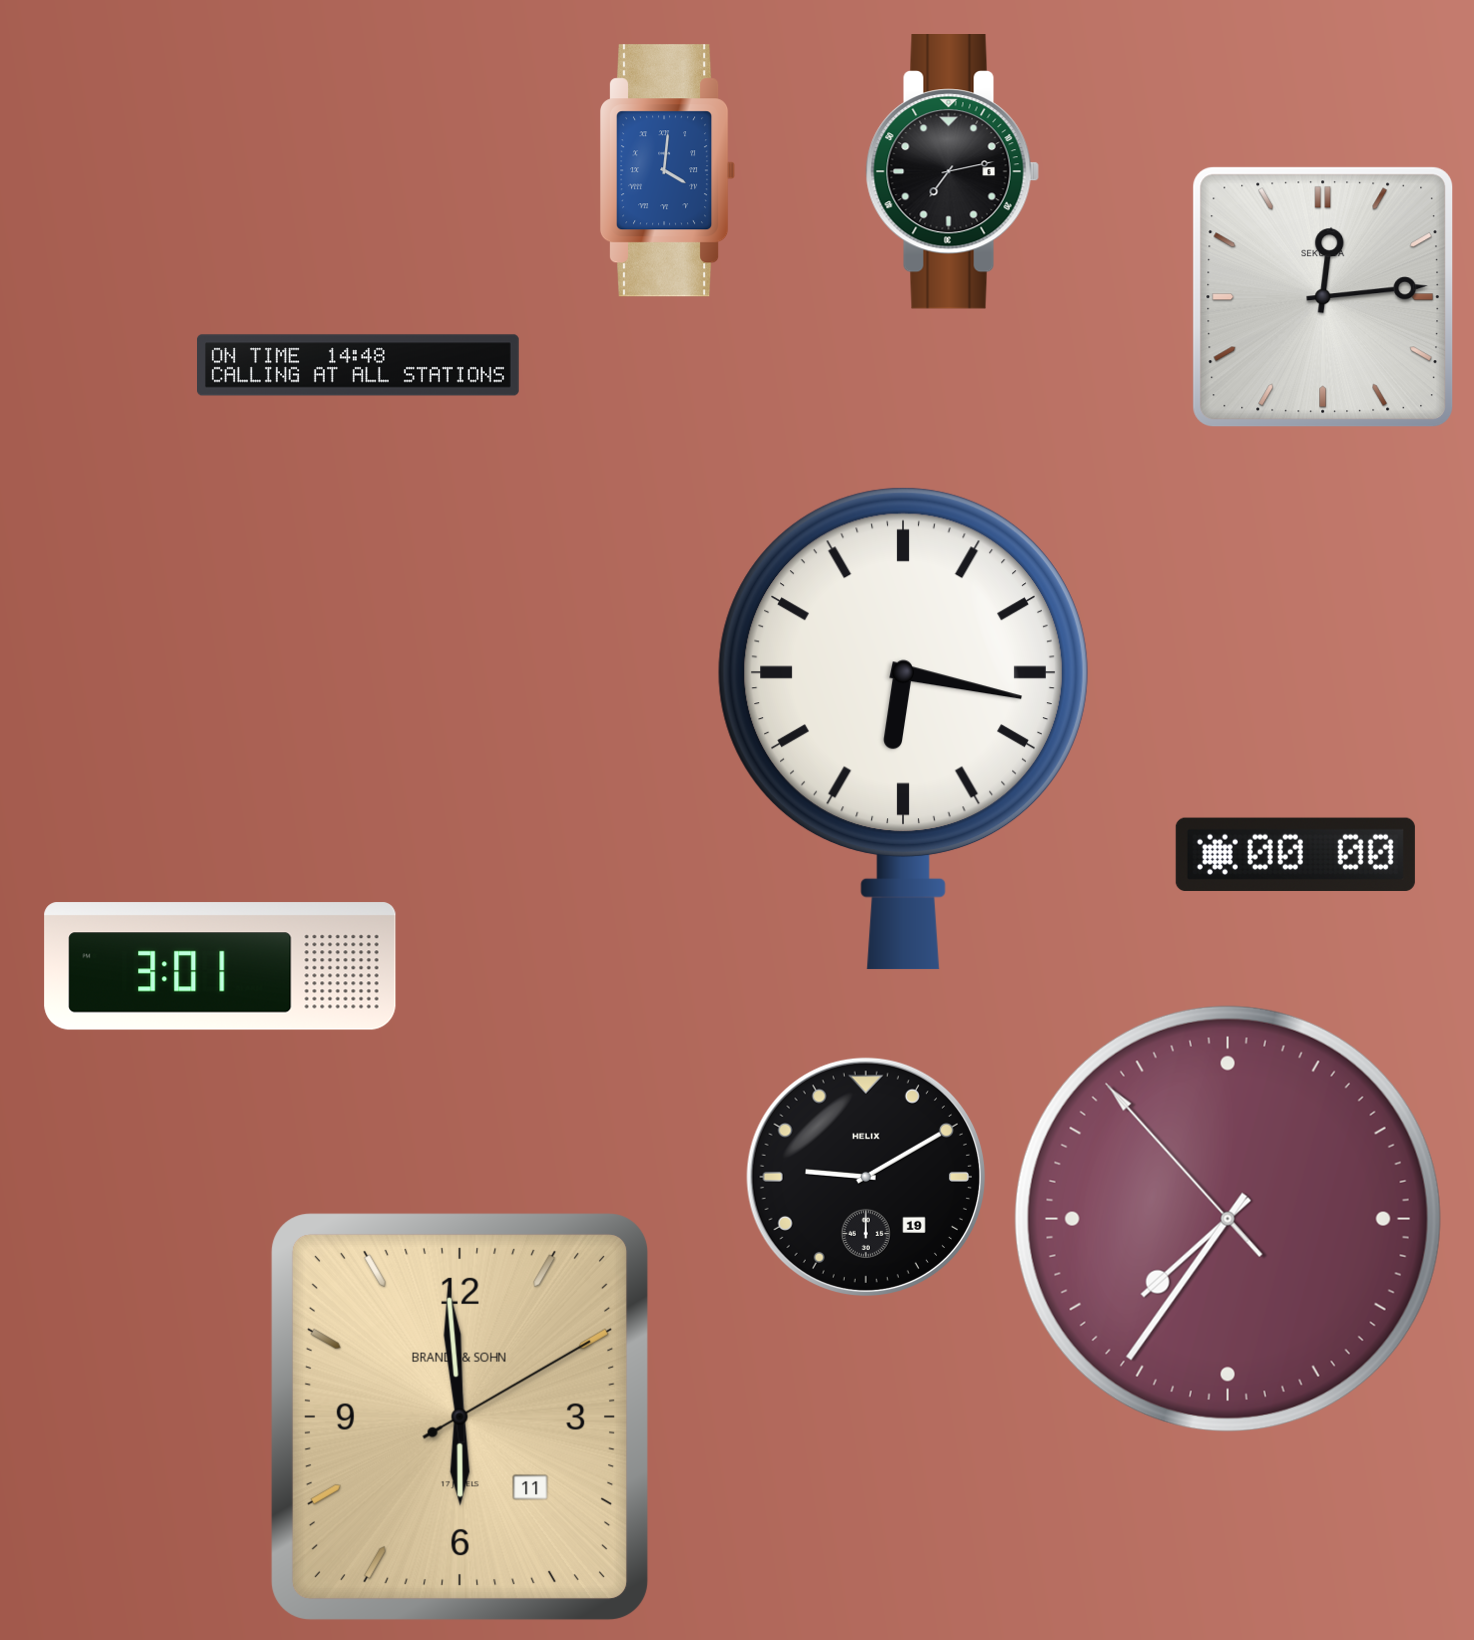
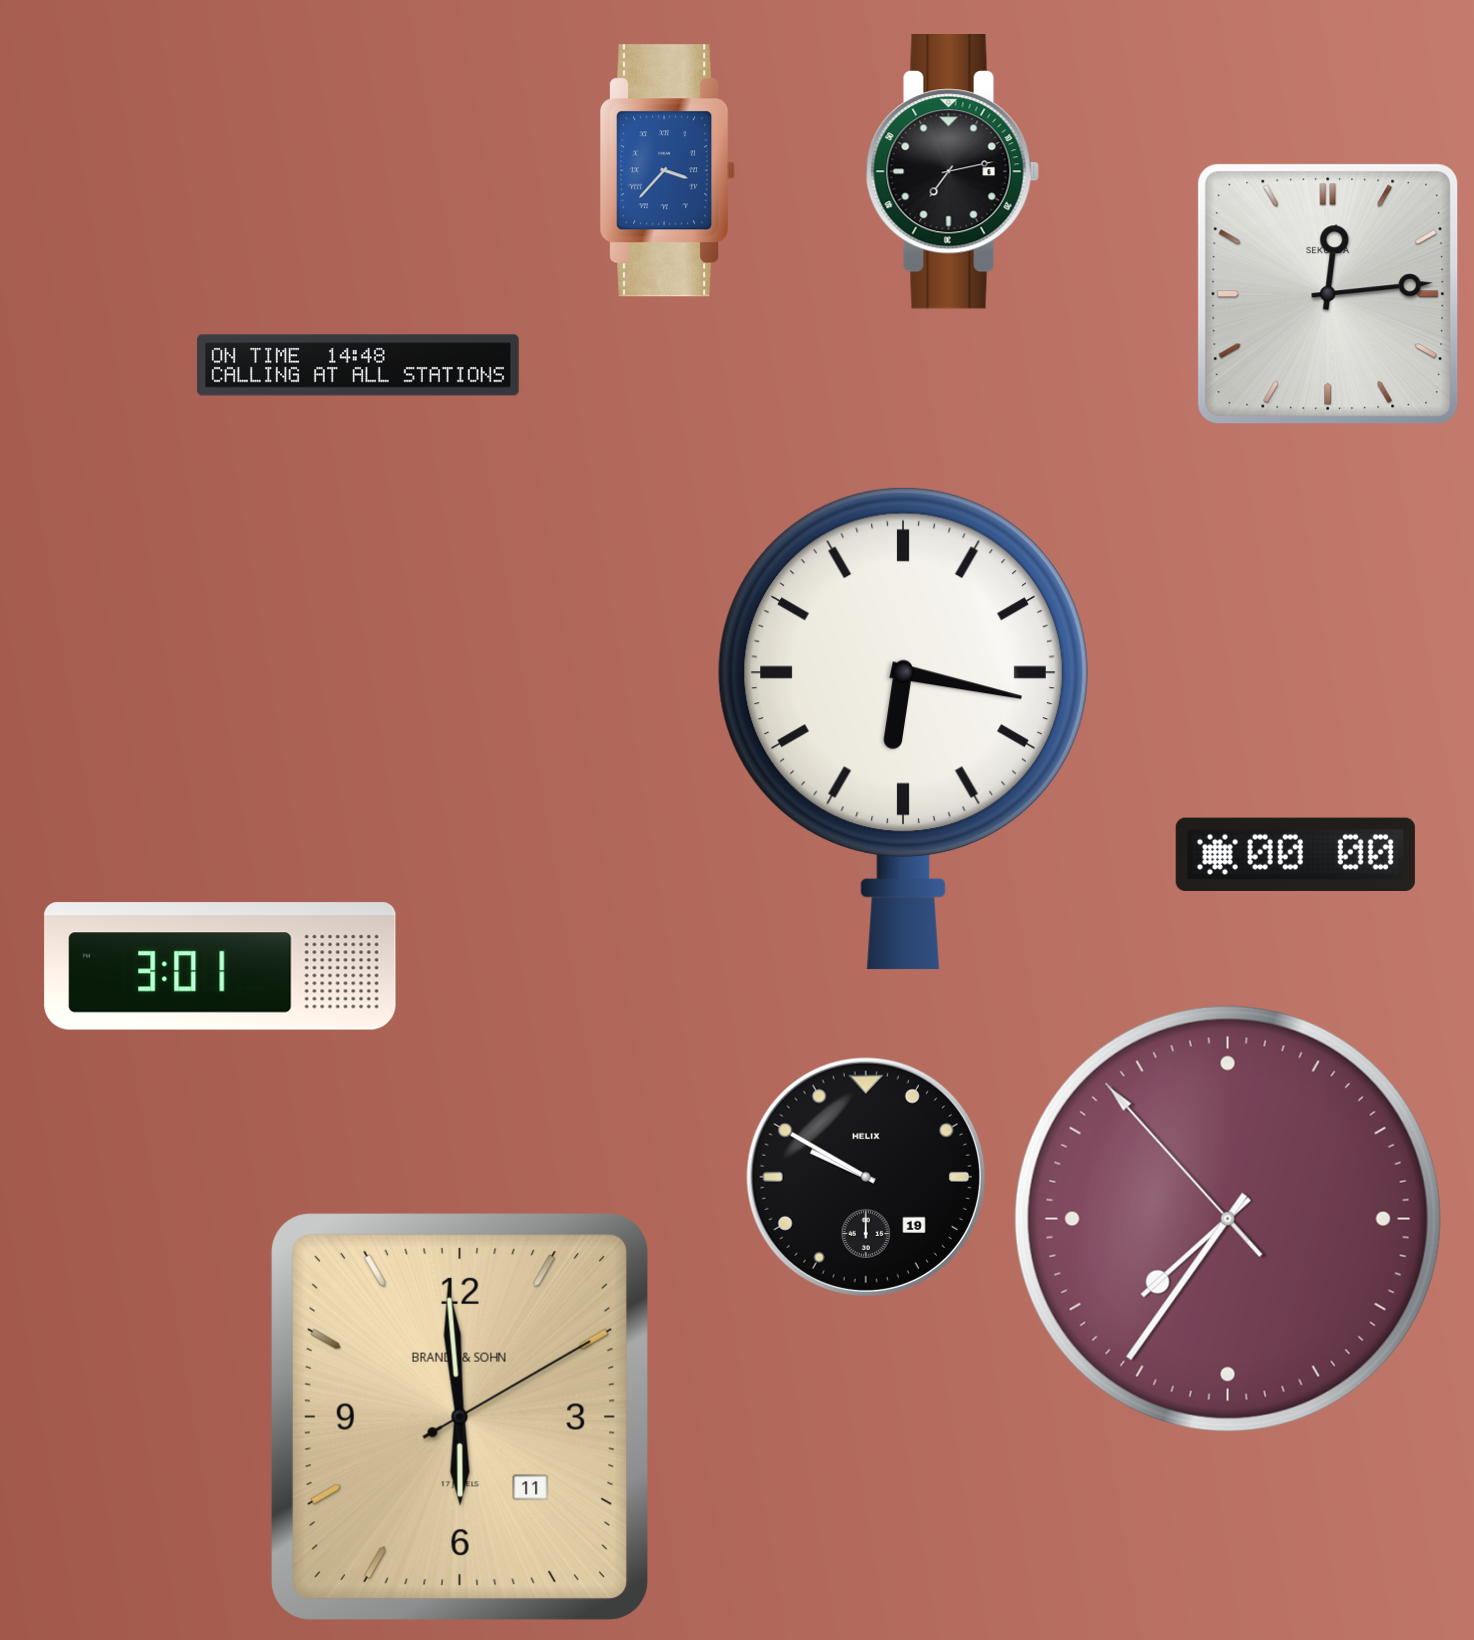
clock at (669, 171): 4:01 -> 3:37
clock at (1323, 297) position: (1323, 297) -> (1328, 294)
clock at (866, 1177): 9:10 -> 9:50
